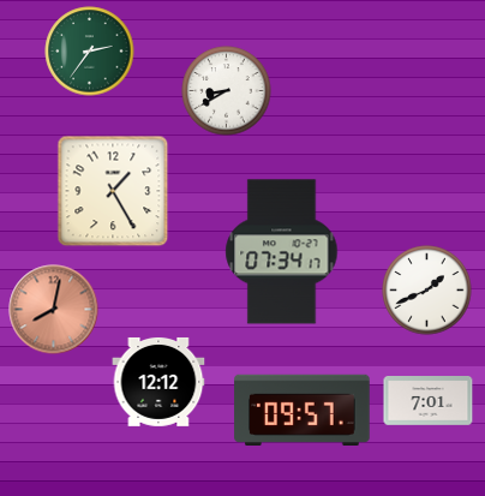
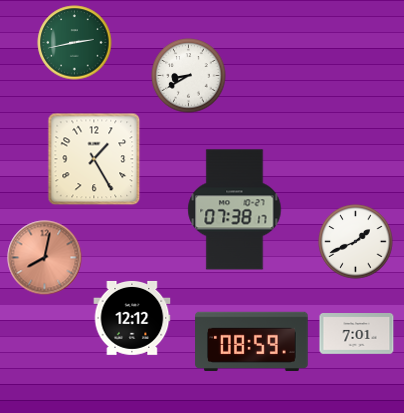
clock at (90, 52): 2:36 -> 2:43
clock at (282, 252): 07:34 -> 07:38
clock at (303, 410): 09:57 -> 08:59
